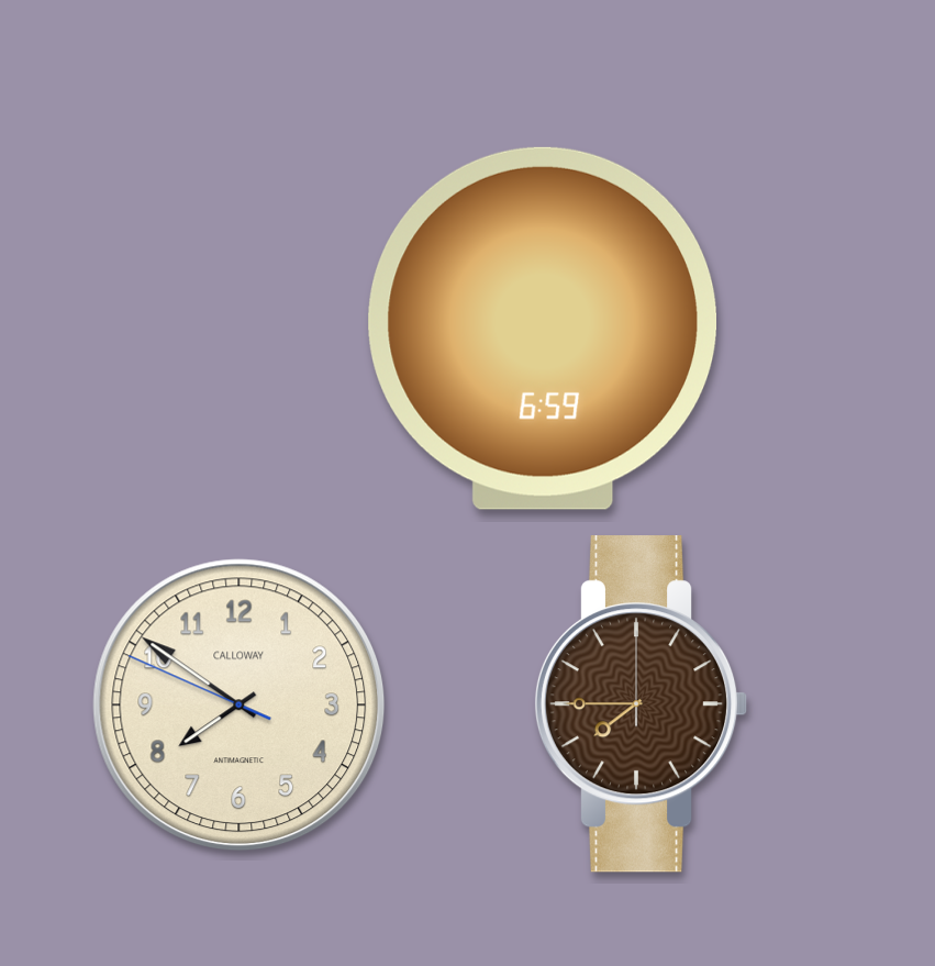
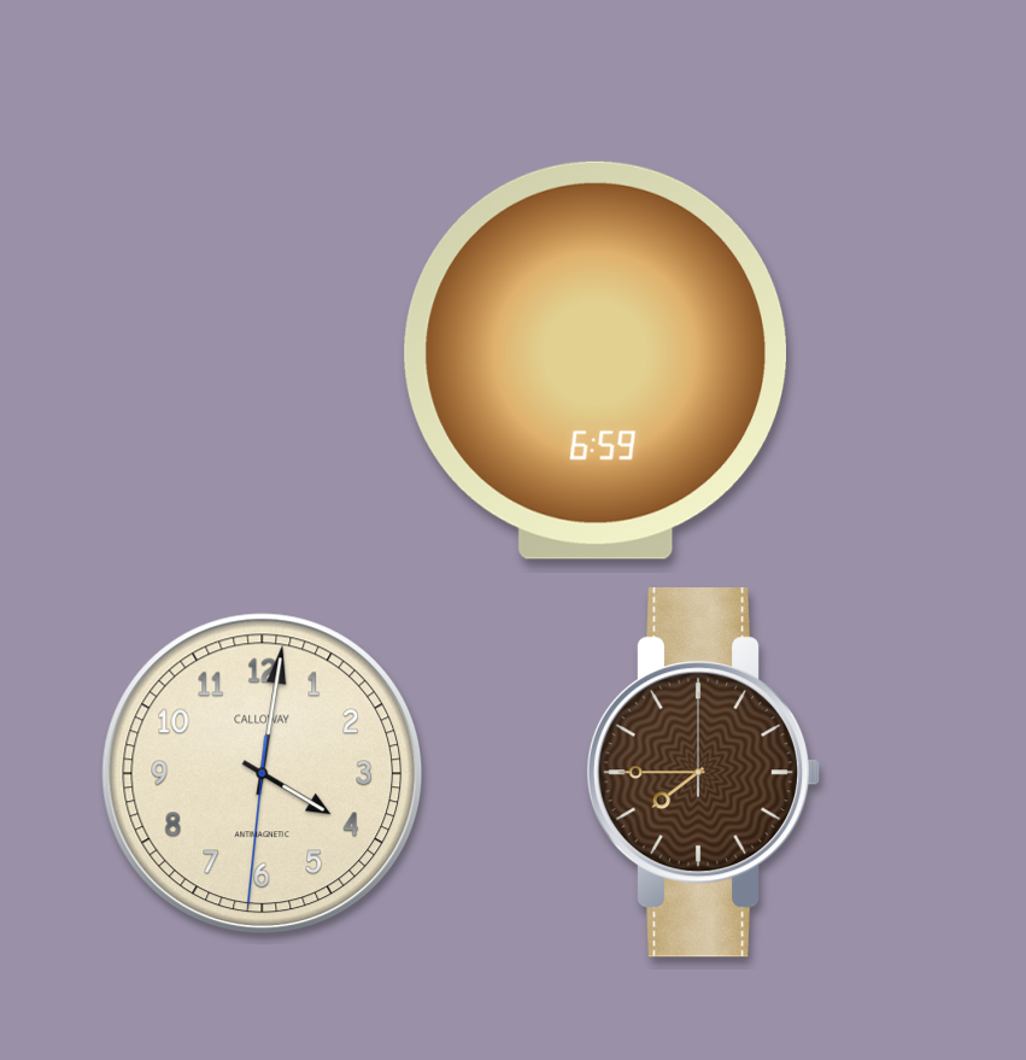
clock at (240, 706): 7:50 -> 4:01
